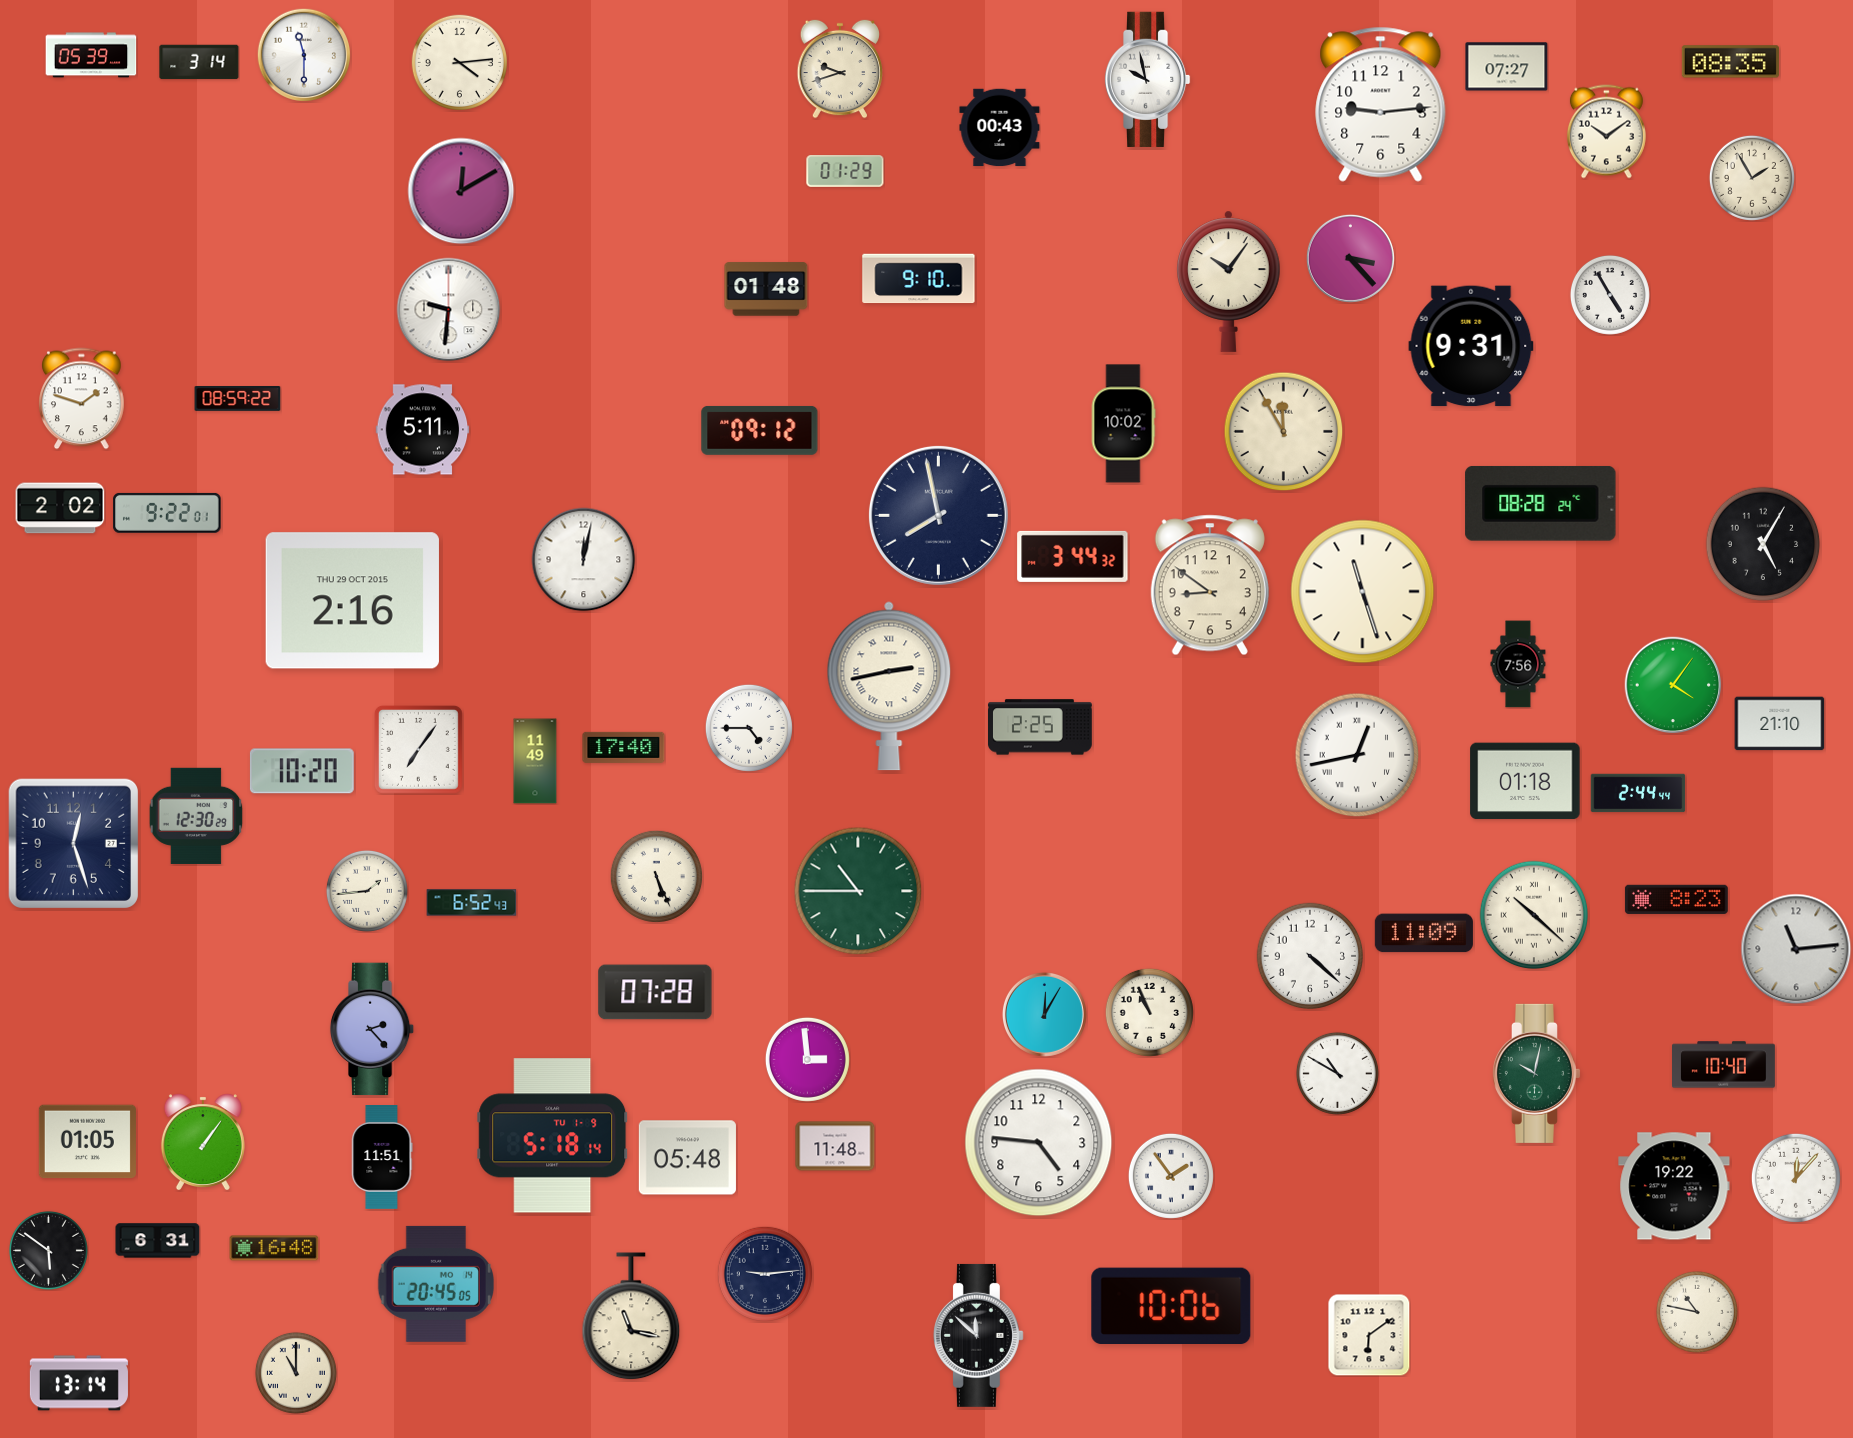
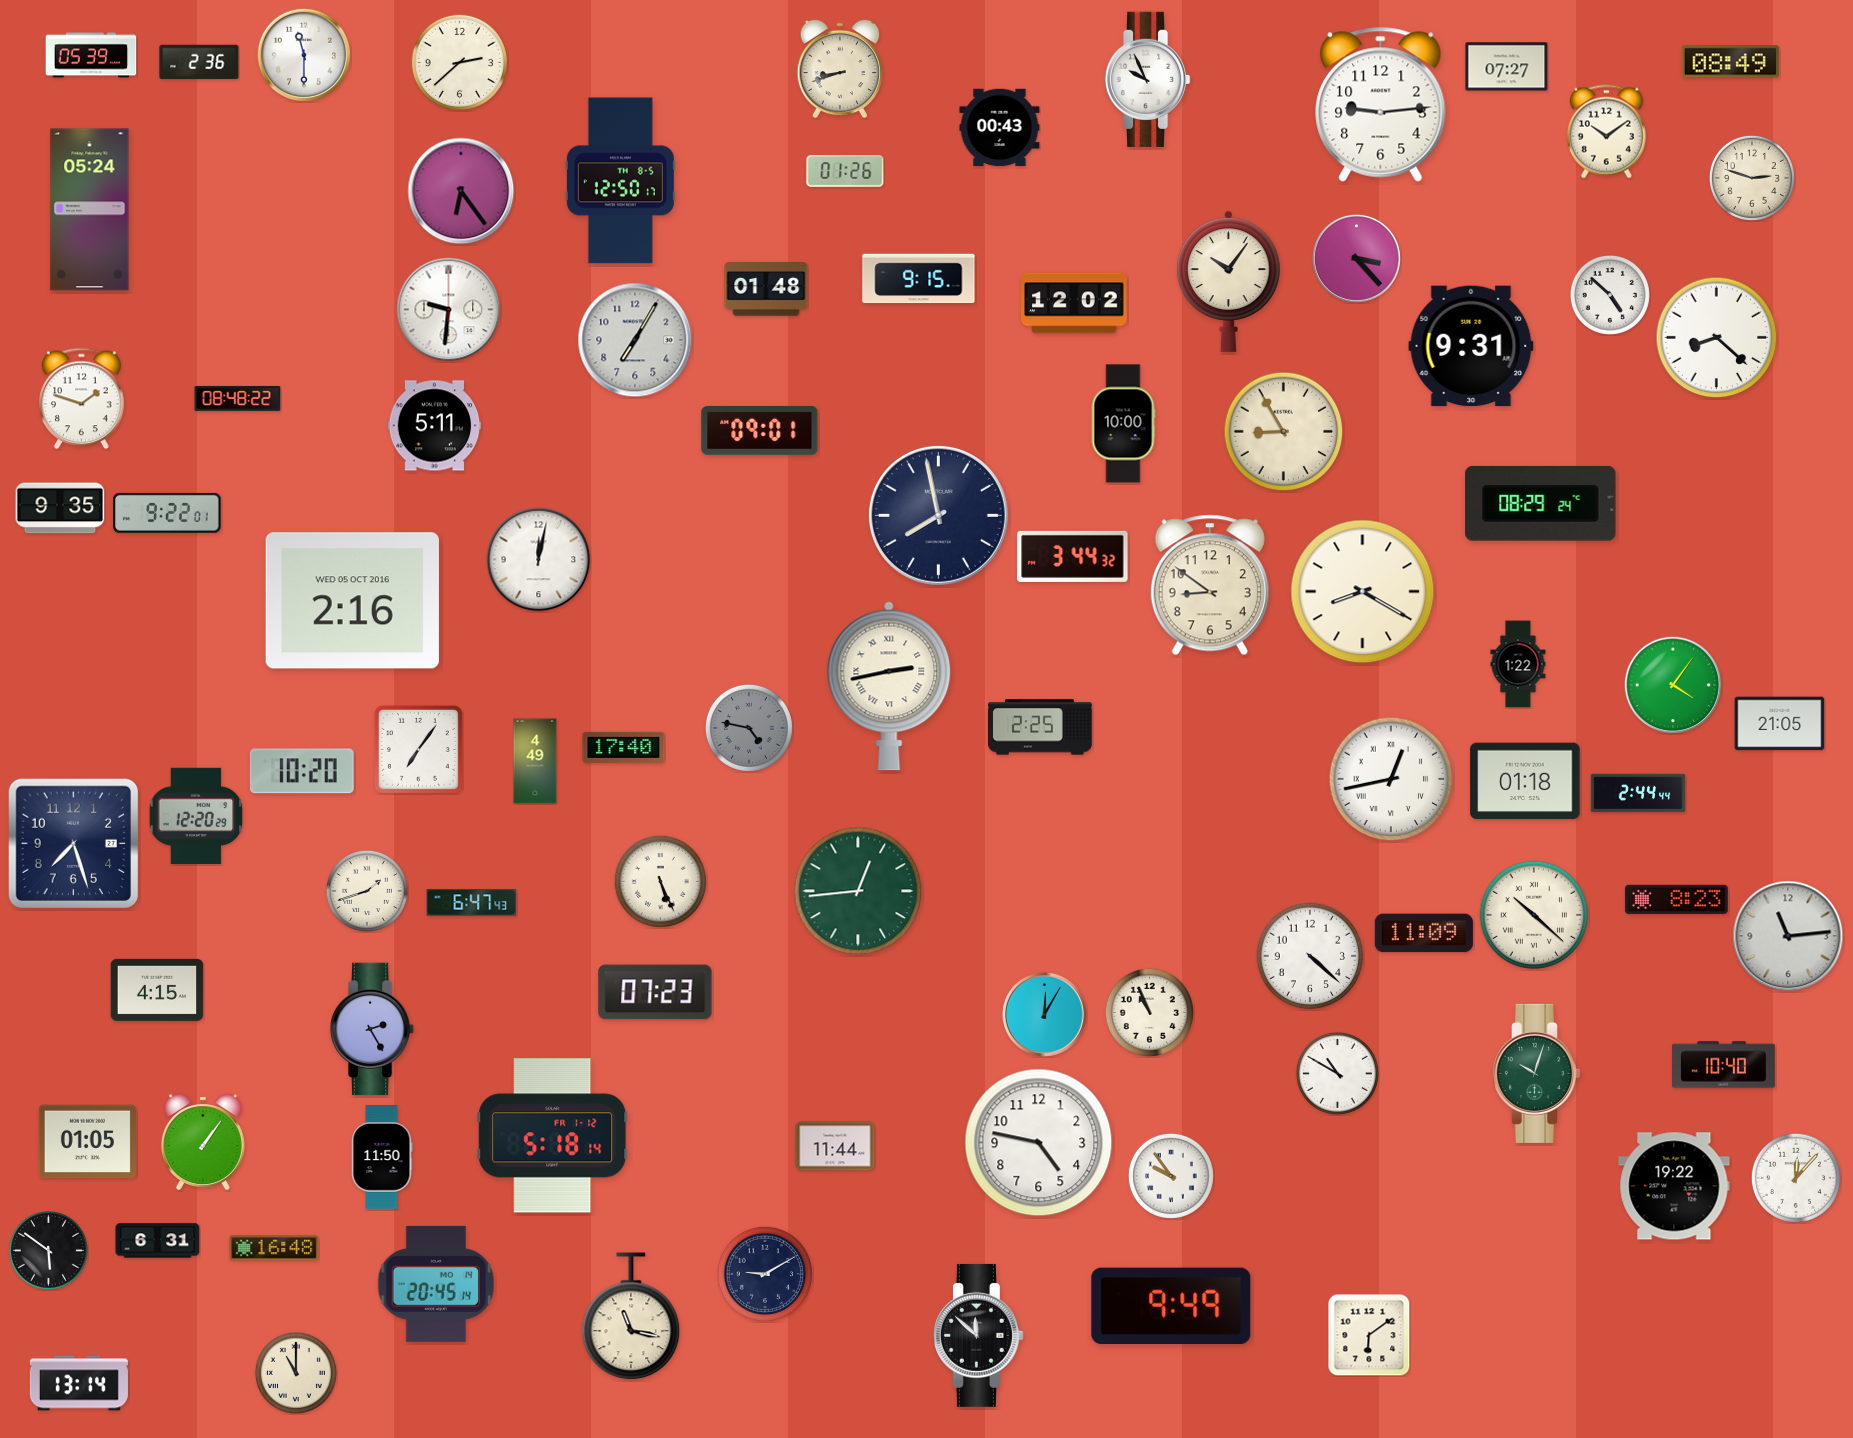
clock at (199, 62): 3:14 -> 2:36
clock at (459, 62): 4:14 -> 2:38
clock at (1730, 62): 08:35 -> 08:49
clock at (840, 69): 9:42 -> 8:42
clock at (1147, 79): 9:58 -> 9:56
clock at (845, 171): 01:29 -> 01:26
clock at (1752, 178): 1:55 -> 2:48
clock at (620, 181): none -> 12:50
clock at (461, 191): 12:10 -> 6:24
clock at (90, 210): none -> 05:24
clock at (1350, 258) position: (1350, 258) -> (1356, 258)
clock at (919, 279): 9:10 -> 9:15
clock at (1610, 295): 4:55 -> 4:52
clock at (1074, 303): none -> 12:02
clock at (1717, 338): none -> 8:22
clock at (635, 340): none -> 7:05
clock at (238, 399): 08:59 -> 08:48
clock at (1123, 424): 10:02 -> 10:00
clock at (423, 430) position: (423, 430) -> (435, 426)
clock at (760, 430): 09:12 -> 09:01
clock at (1284, 432): 11:55 -> 8:55
clock at (1541, 504): 08:28 -> 08:29
clock at (60, 508): 2:02 -> 9:35
clock at (1763, 544): 5:05 -> none
clock at (584, 560) position: (584, 560) -> (539, 560)
clock at (1363, 592): 11:27 -> 8:20
clock at (352, 601) date: THU 29 OCT 2015 -> WED 05 OCT 2016
clock at (1518, 664): 7:56 -> 1:22
clock at (1780, 724): 21:10 -> 21:05
clock at (749, 728): 4:45 -> 4:47
clock at (749, 728) dial: white -> grey
clock at (1357, 755) position: (1357, 755) -> (1391, 779)
clock at (535, 761): 11:49 -> 4:49
clock at (196, 816): 12:30 -> 12:20
clock at (73, 843): 12:27 -> 7:27
clock at (656, 876) position: (656, 876) -> (660, 881)
clock at (367, 891): 1:44 -> 1:42
clock at (858, 891): 10:45 -> 12:44
clock at (472, 903): 6:52 -> 6:47
clock at (1796, 949) position: (1796, 949) -> (1788, 936)
clock at (157, 990): none -> 4:15
clock at (655, 992): 07:28 -> 07:23
clock at (372, 1029): 2:23 -> 2:25
clock at (807, 1059): 2:59 -> none
clock at (1536, 1073): 10:02 -> 10:03
clock at (553, 1136) date: TU 1-9 -> FR 1-12
clock at (1039, 1143): 4:46 -> 4:47
clock at (835, 1146): 11:48 -> 11:44
clock at (382, 1158): 11:51 -> 11:50
clock at (687, 1158): 05:48 -> none
clock at (1171, 1176): 1:54 -> 9:54
clock at (765, 1274): 9:14 -> 9:10
clock at (436, 1284): 20:45:05 -> 20:45:14
clock at (1171, 1306): 10:06 -> 9:49
clock at (1697, 1312): 10:47 -> none
